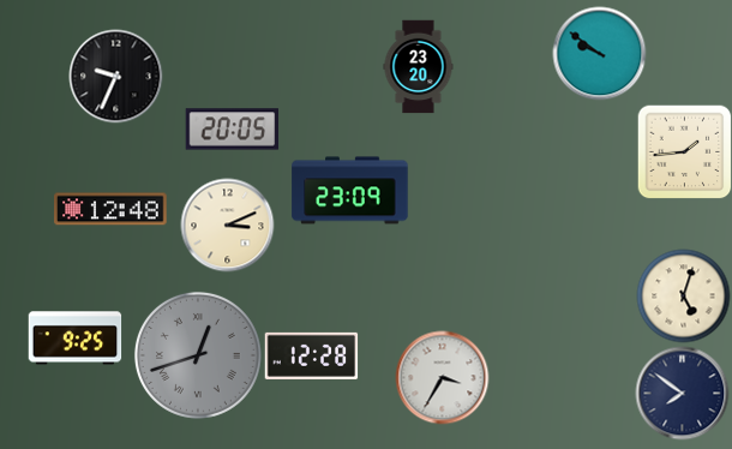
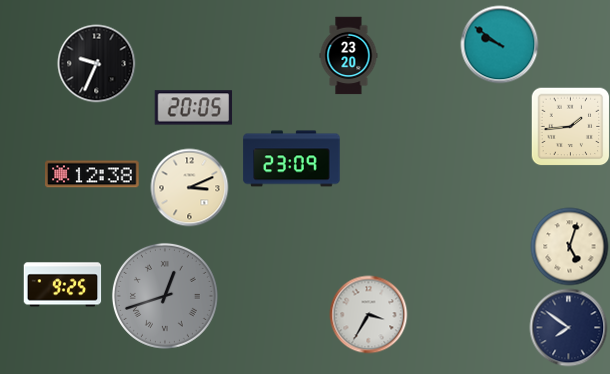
clock at (112, 209): 12:48 -> 12:38
clock at (74, 339) position: (74, 339) -> (62, 285)
clock at (311, 355): 12:28 -> none
